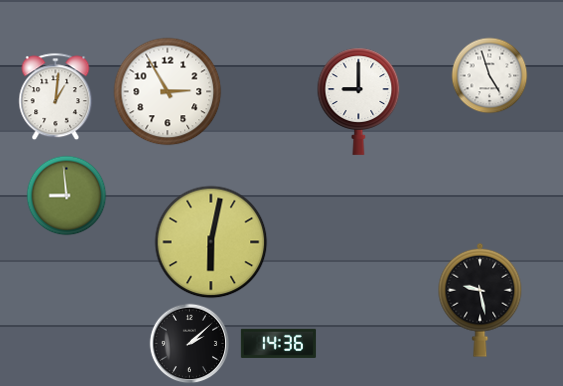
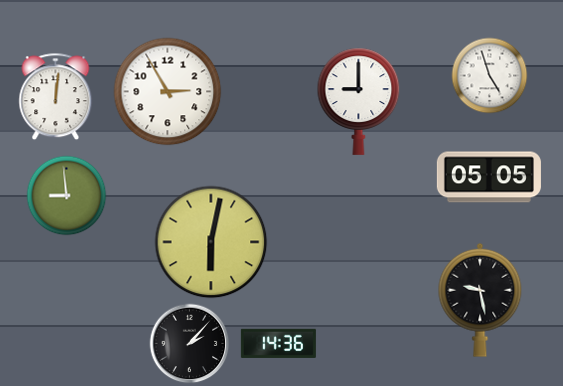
clock at (56, 97): 1:01 -> 12:01
clock at (489, 177): none -> 05:05
clock at (190, 344): 2:08 -> 2:07
